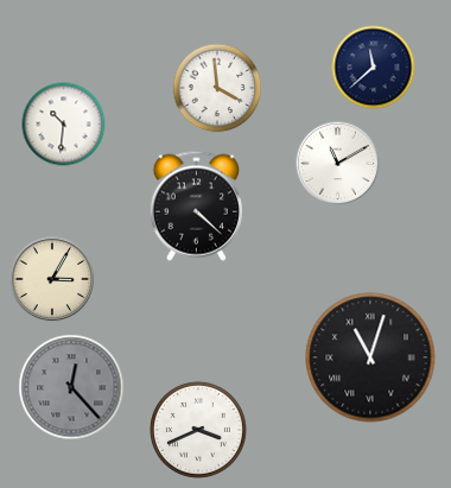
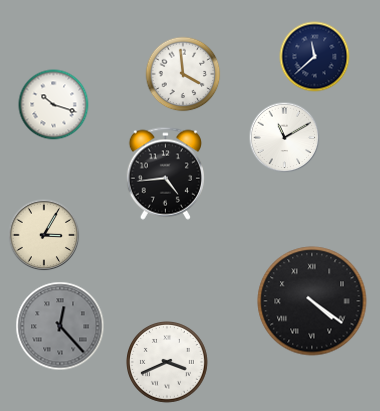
clock at (64, 125): 10:31 -> 10:18
clock at (196, 205): 4:22 -> 4:44
clock at (370, 357): 11:03 -> 4:21
